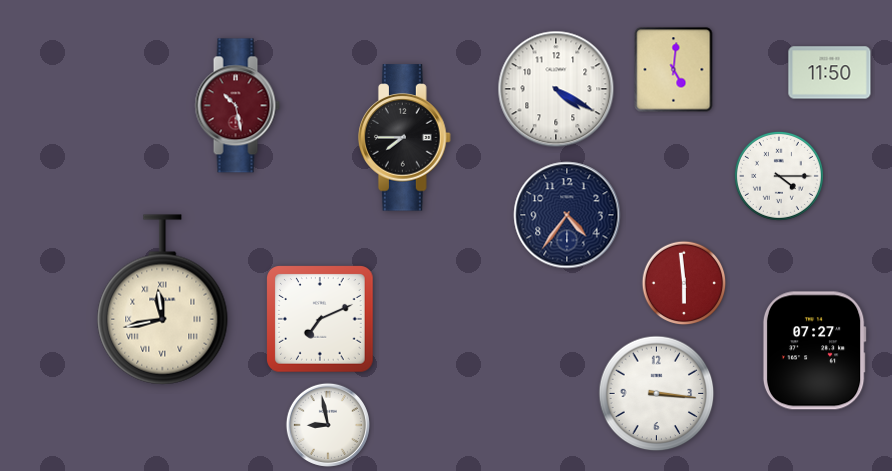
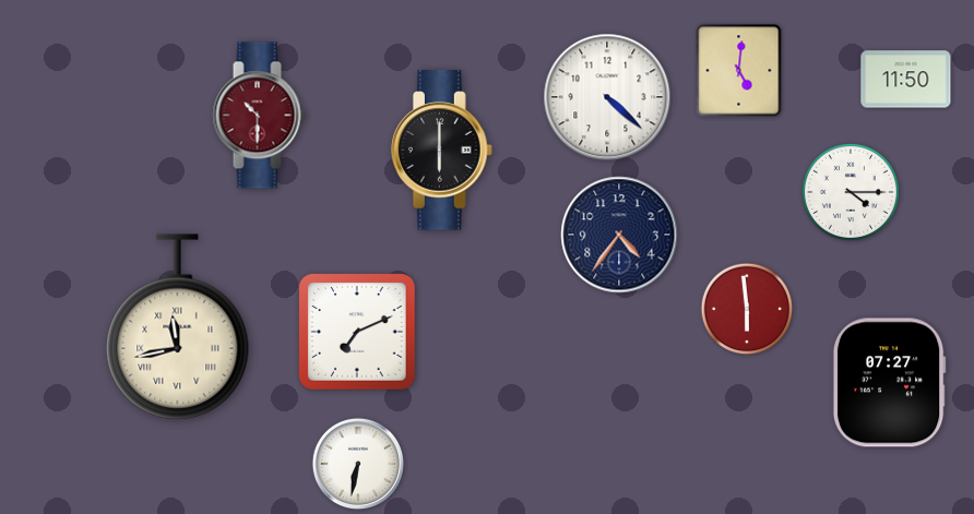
clock at (674, 70) position: (674, 70) -> (739, 71)
clock at (556, 89): 4:20 -> 4:22
clock at (237, 106): 10:28 -> 10:30
clock at (405, 138): 7:45 -> 6:00
clock at (320, 319) position: (320, 319) -> (357, 332)
clock at (657, 394): 3:16 -> none
clock at (328, 425): 8:58 -> 6:32
